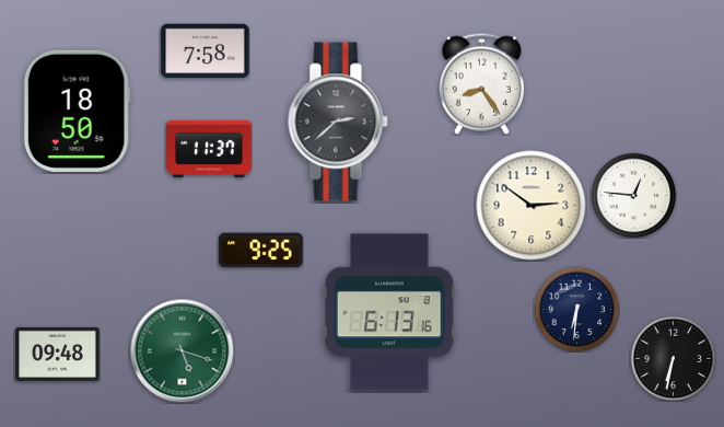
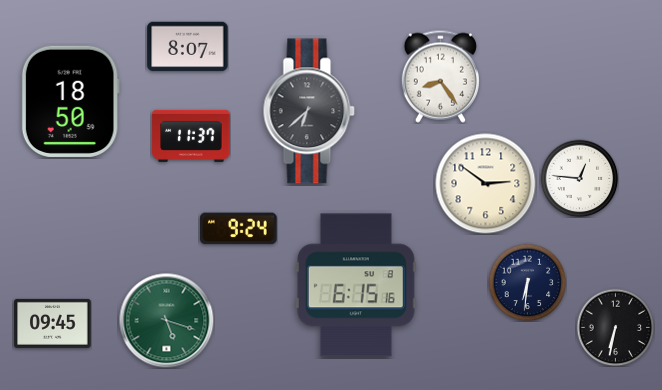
clock at (206, 51): 7:58 -> 8:07
clock at (338, 122): 2:38 -> 6:38
clock at (532, 206) position: (532, 206) -> (486, 184)
clock at (261, 251): 9:25 -> 9:24
clock at (389, 312): 6:13 -> 6:15
clock at (58, 354): 09:48 -> 09:45
